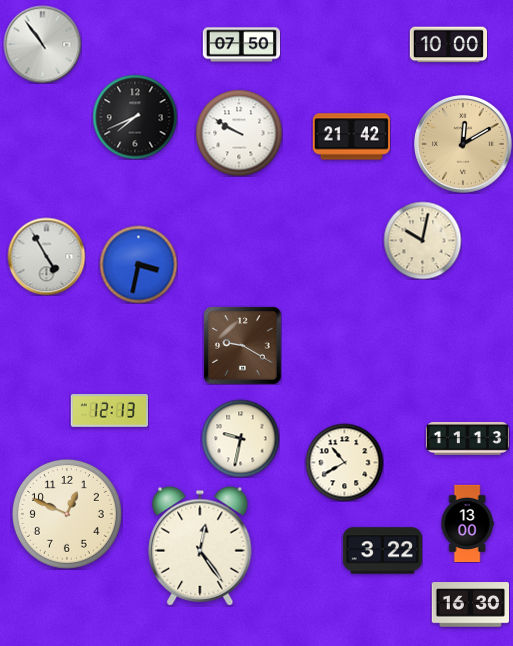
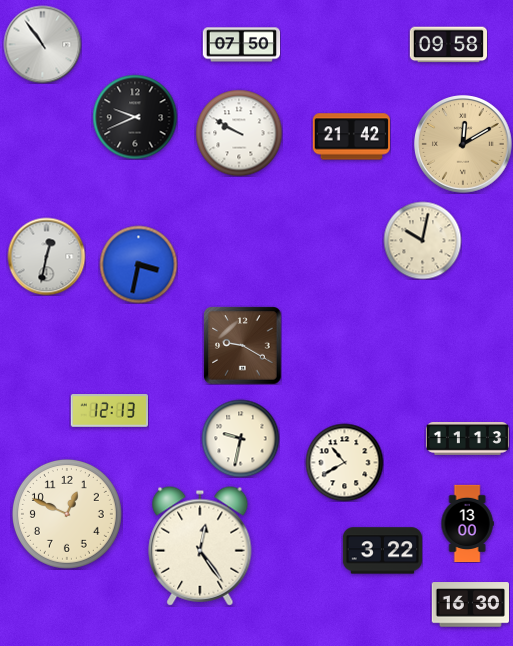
clock at (448, 45): 10:00 -> 09:58
clock at (135, 117): 7:41 -> 9:41
clock at (46, 256): 4:55 -> 12:32
